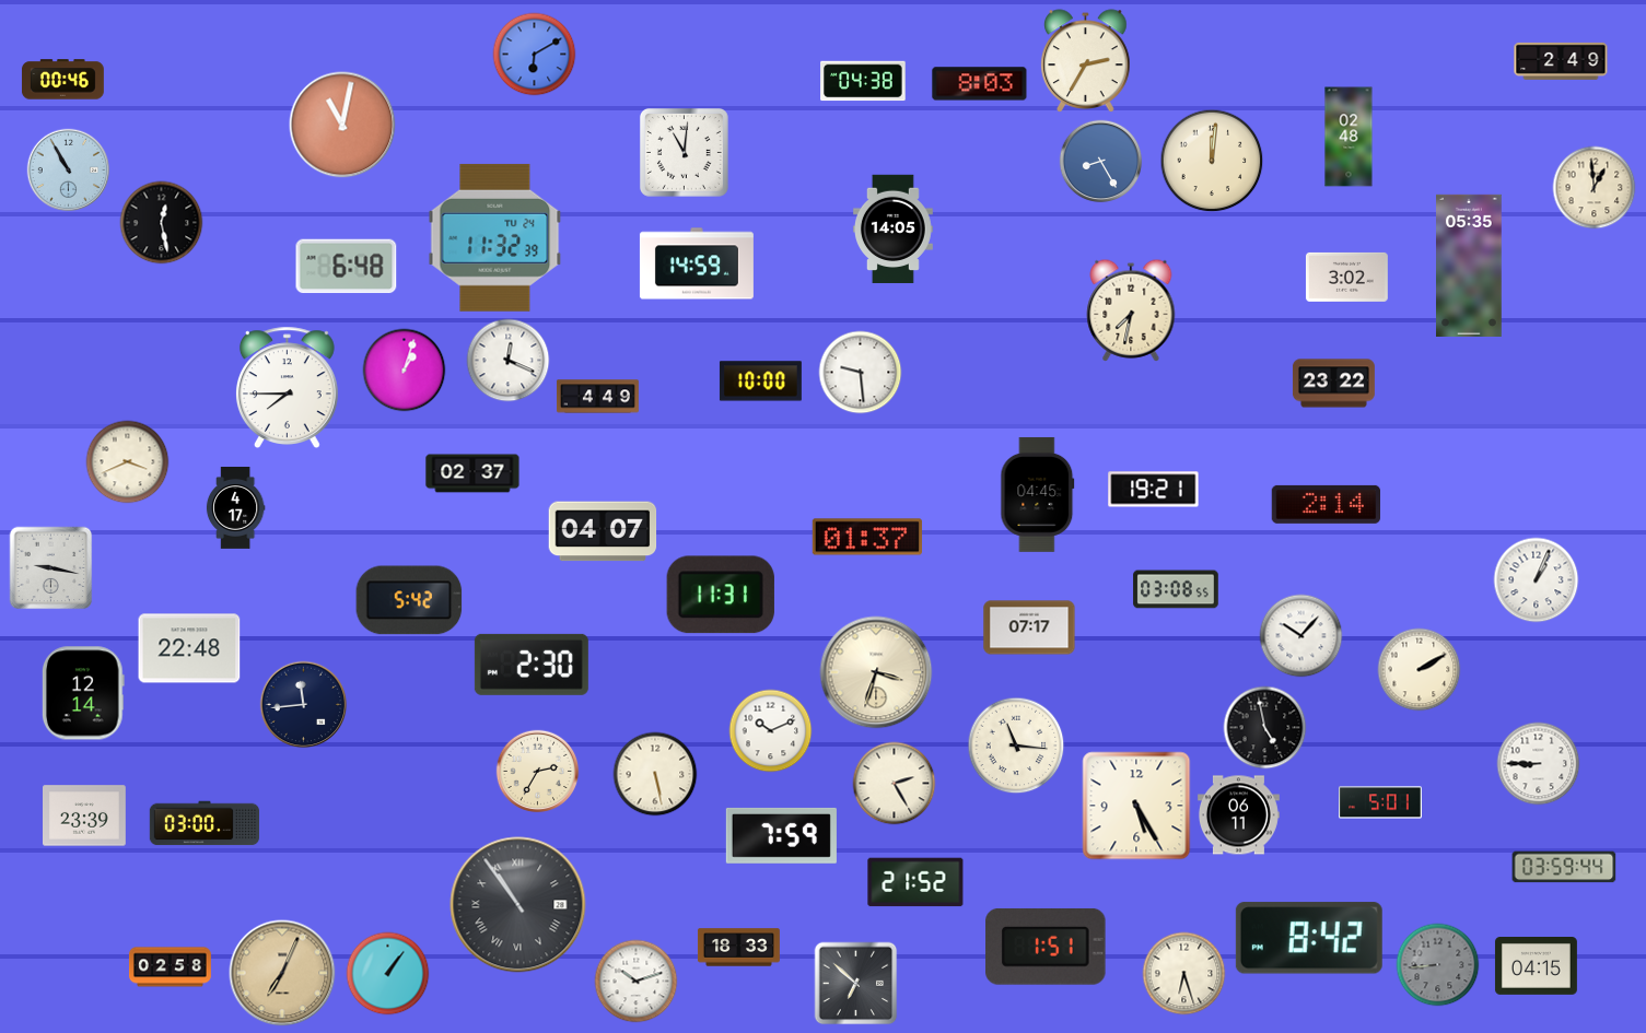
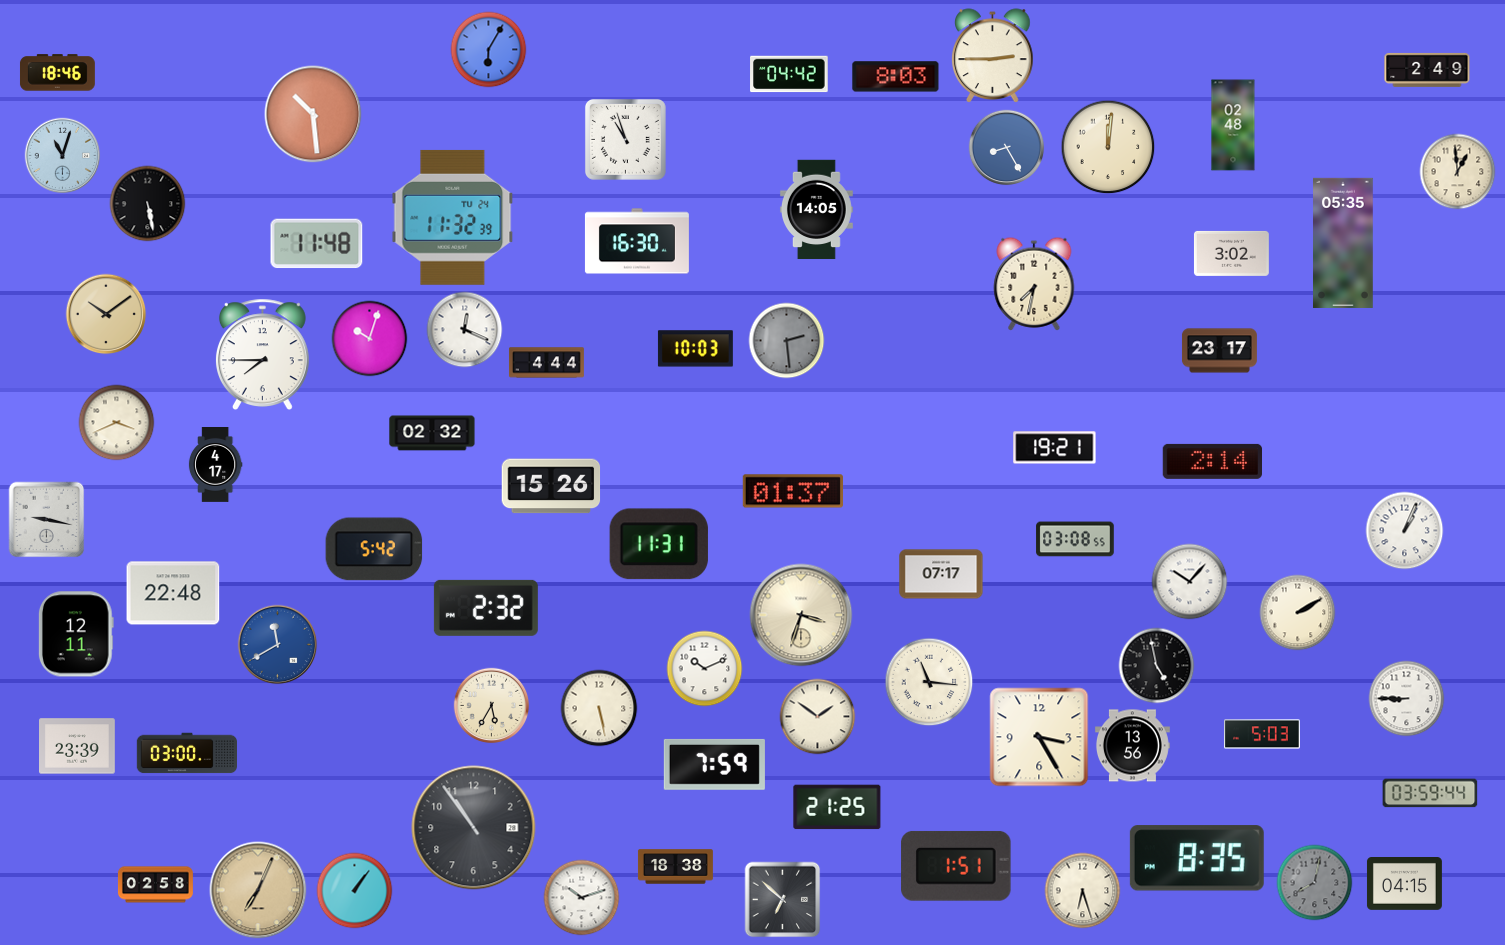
clock at (535, 55): 6:10 -> 6:05
clock at (1086, 60): 2:35 -> 2:45
clock at (1561, 61) position: (1561, 61) -> (1427, 70)
clock at (62, 80): 00:46 -> 18:46
clock at (863, 81): 04:38 -> 04:42
clock at (342, 125): 11:02 -> 10:29
clock at (684, 152): 11:01 -> 10:57
clock at (69, 171): 10:55 -> 11:03
clock at (162, 223): 12:28 -> 5:28
clock at (697, 263): 14:59 -> 16:30
clock at (347, 267): 6:48 -> 11:48
clock at (106, 314): none -> 10:09
clock at (405, 371): 1:03 -> 10:03
clock at (861, 373): 9:29 -> 2:29
clock at (861, 373) dial: white -> grey
clock at (760, 381): 10:00 -> 10:03
clock at (1333, 384): 23:22 -> 23:17
clock at (598, 397): 4:49 -> 4:44
clock at (472, 473): 02:37 -> 02:32
clock at (1038, 494): 04:45 -> none
clock at (603, 531): 04:07 -> 15:26
clock at (532, 665): 2:30 -> 2:32
clock at (83, 693): 12:14 -> 12:11
clock at (304, 705): 11:44 -> 11:40
clock at (304, 705) dial: navy -> blue
clock at (538, 772): 2:35 -> 5:35
clock at (895, 784): 2:25 -> 1:51
clock at (1381, 802): 5:01 -> 5:03
clock at (1136, 806): 5:25 -> 3:25
clock at (1238, 815): 06:11 -> 13:56
clock at (915, 882): 21:52 -> 21:25
clock at (518, 905) numerals: Roman -> Arabic
clock at (1309, 938): 8:42 -> 8:35
clock at (739, 948): 18:33 -> 18:38
clock at (1438, 965): 8:44 -> 8:02
